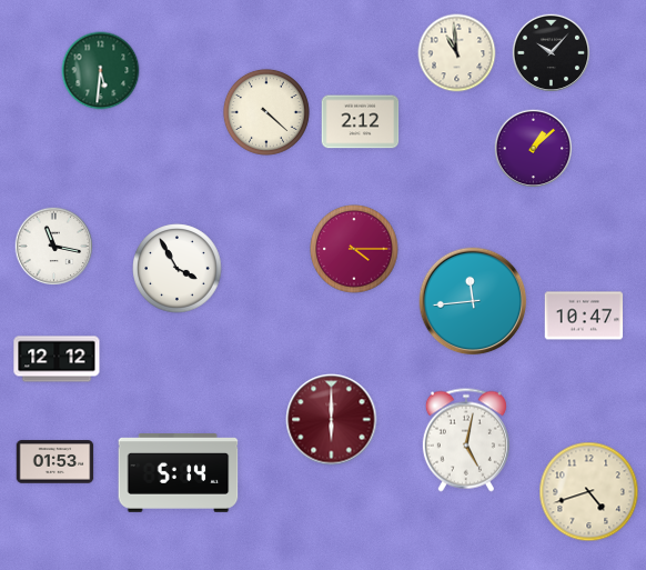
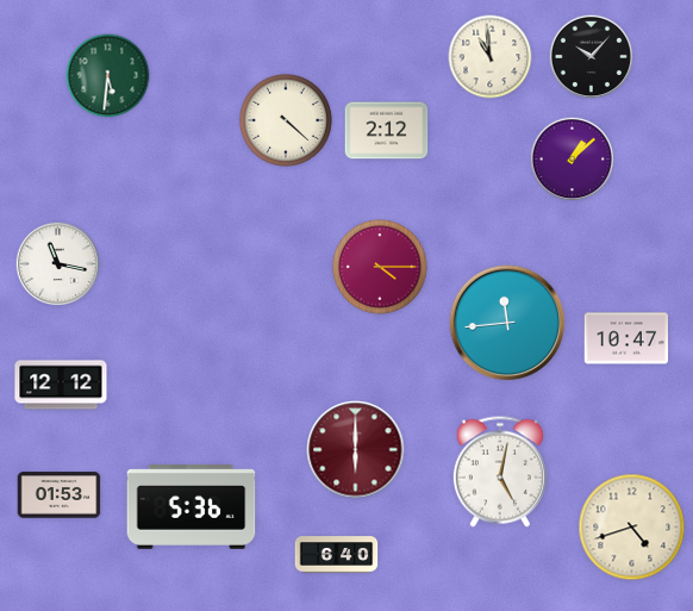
clock at (178, 269): 3:55 -> none
clock at (179, 473): 5:14 -> 5:36
clock at (337, 555): none -> 6:40
